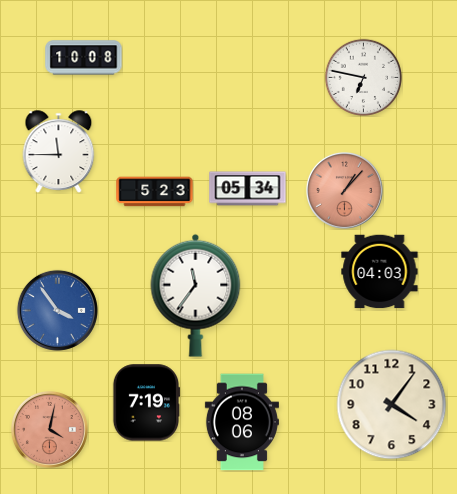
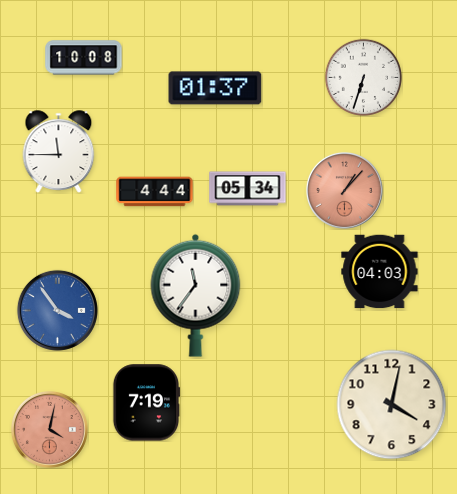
clock at (363, 77): 6:47 -> 6:33
clock at (215, 88): none -> 01:37
clock at (155, 192): 5:23 -> 4:44
clock at (392, 405): 4:06 -> 4:02
clock at (242, 422): 08:06 -> none
